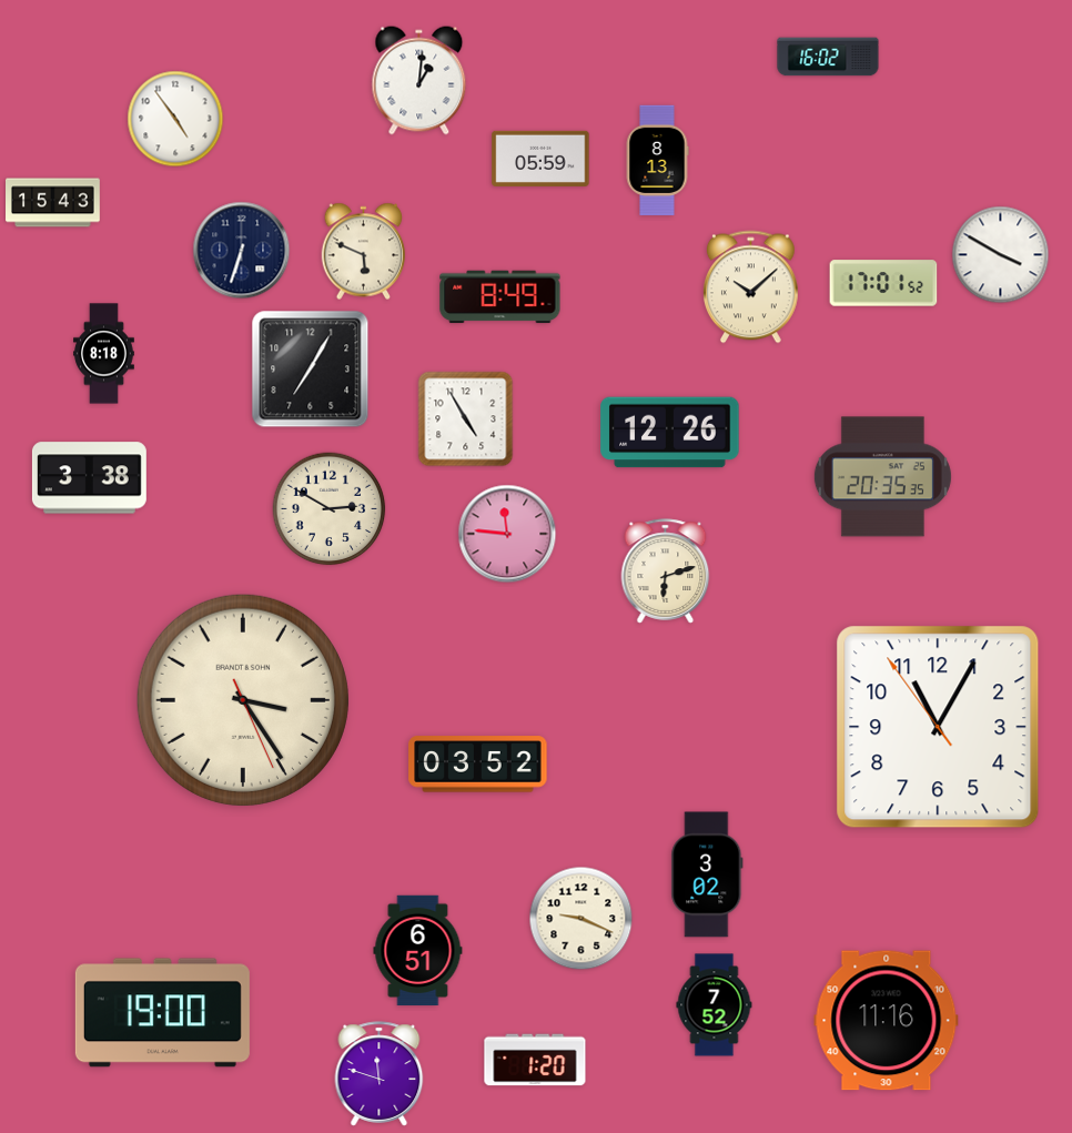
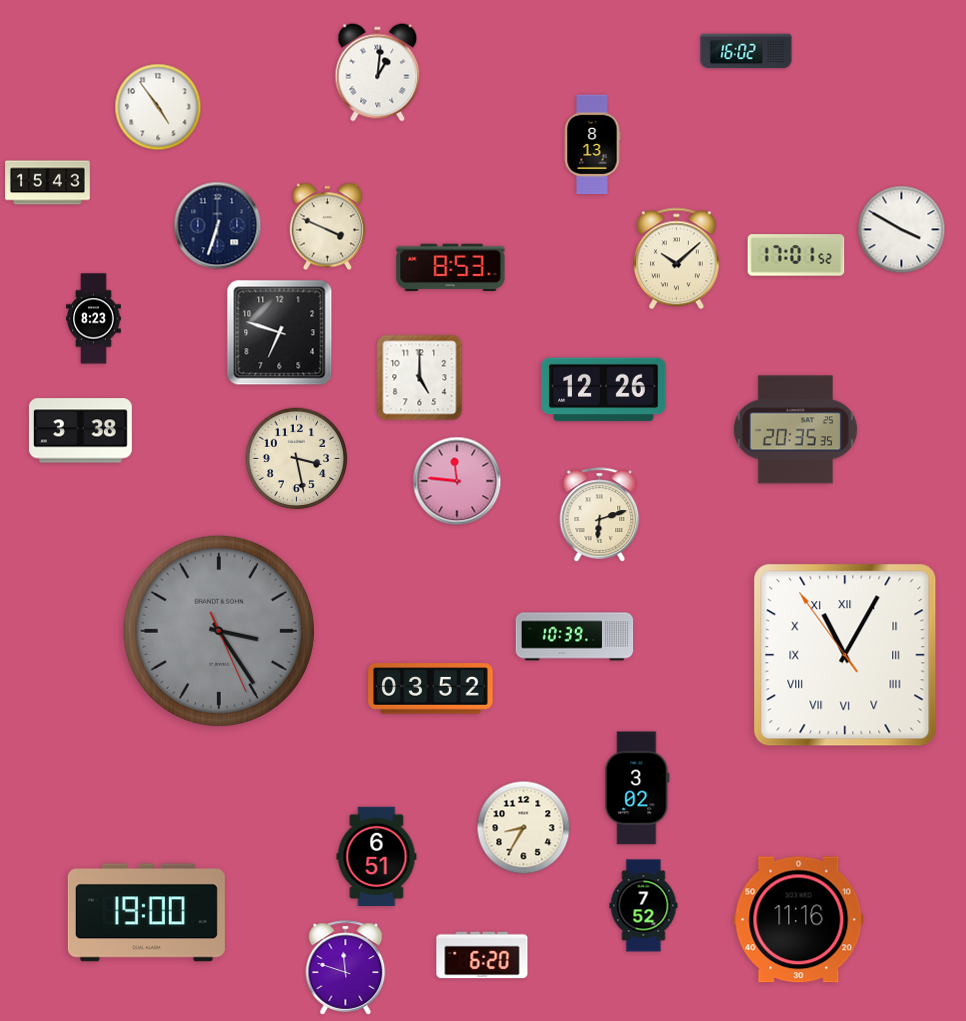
clock at (540, 159): 05:59 -> none
clock at (364, 252): 5:49 -> 3:49
clock at (500, 297): 8:49 -> 8:53
clock at (104, 354): 8:18 -> 8:23
clock at (311, 370): 7:05 -> 6:48
clock at (466, 419): 4:55 -> 5:00
clock at (330, 509): 2:50 -> 3:28
clock at (243, 700) dial: cream -> grey
clock at (575, 637): none -> 10:39
clock at (938, 727) numerals: Arabic -> Roman
clock at (581, 919): 9:19 -> 8:35
clock at (535, 1060): 1:20 -> 6:20
clock at (380, 1074) position: (380, 1074) -> (346, 968)
